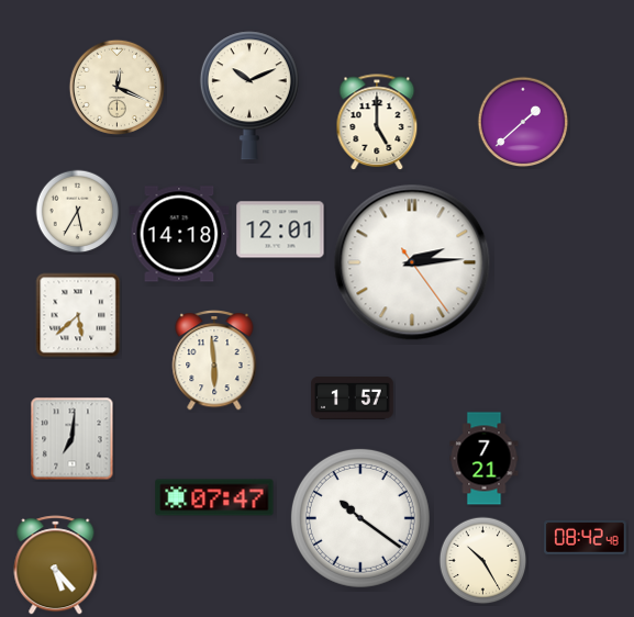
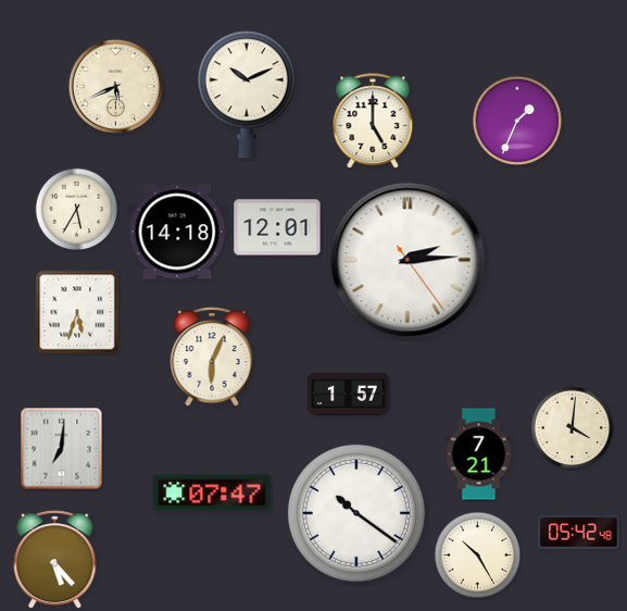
clock at (116, 87): 12:19 -> 5:41
clock at (523, 122): 1:38 -> 1:34
clock at (78, 315): 5:38 -> 5:33
clock at (214, 361): 5:59 -> 6:04
clock at (573, 428): none -> 4:01
clock at (73, 439) position: (73, 439) -> (62, 449)
clock at (586, 537): 08:42 -> 05:42
